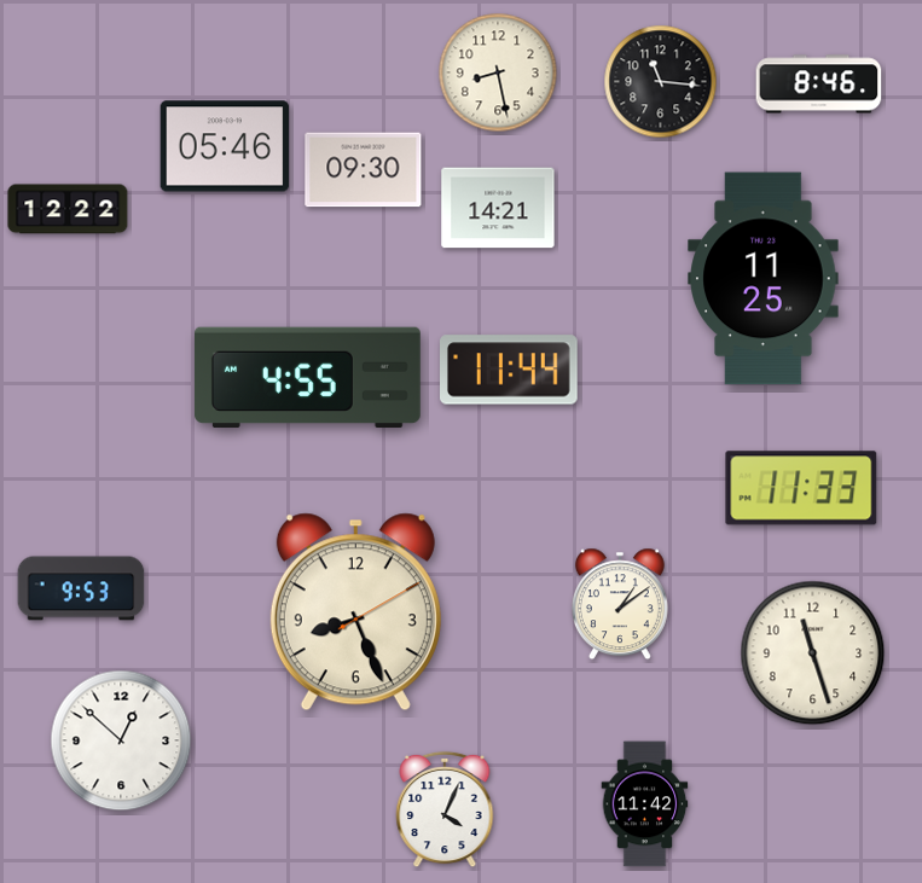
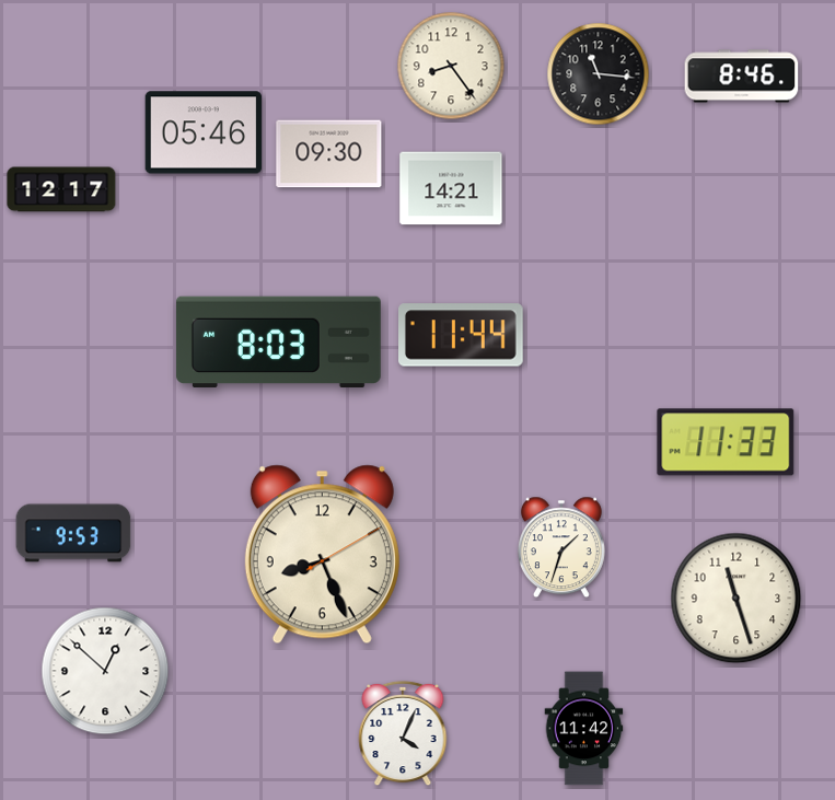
clock at (498, 72): 8:28 -> 8:24
clock at (68, 209): 12:22 -> 12:17
clock at (764, 279): 11:25 -> none
clock at (307, 378): 4:55 -> 8:03
clock at (620, 604): 1:09 -> 1:33
clock at (813, 653) position: (813, 653) -> (737, 599)
clock at (121, 740) position: (121, 740) -> (105, 671)
